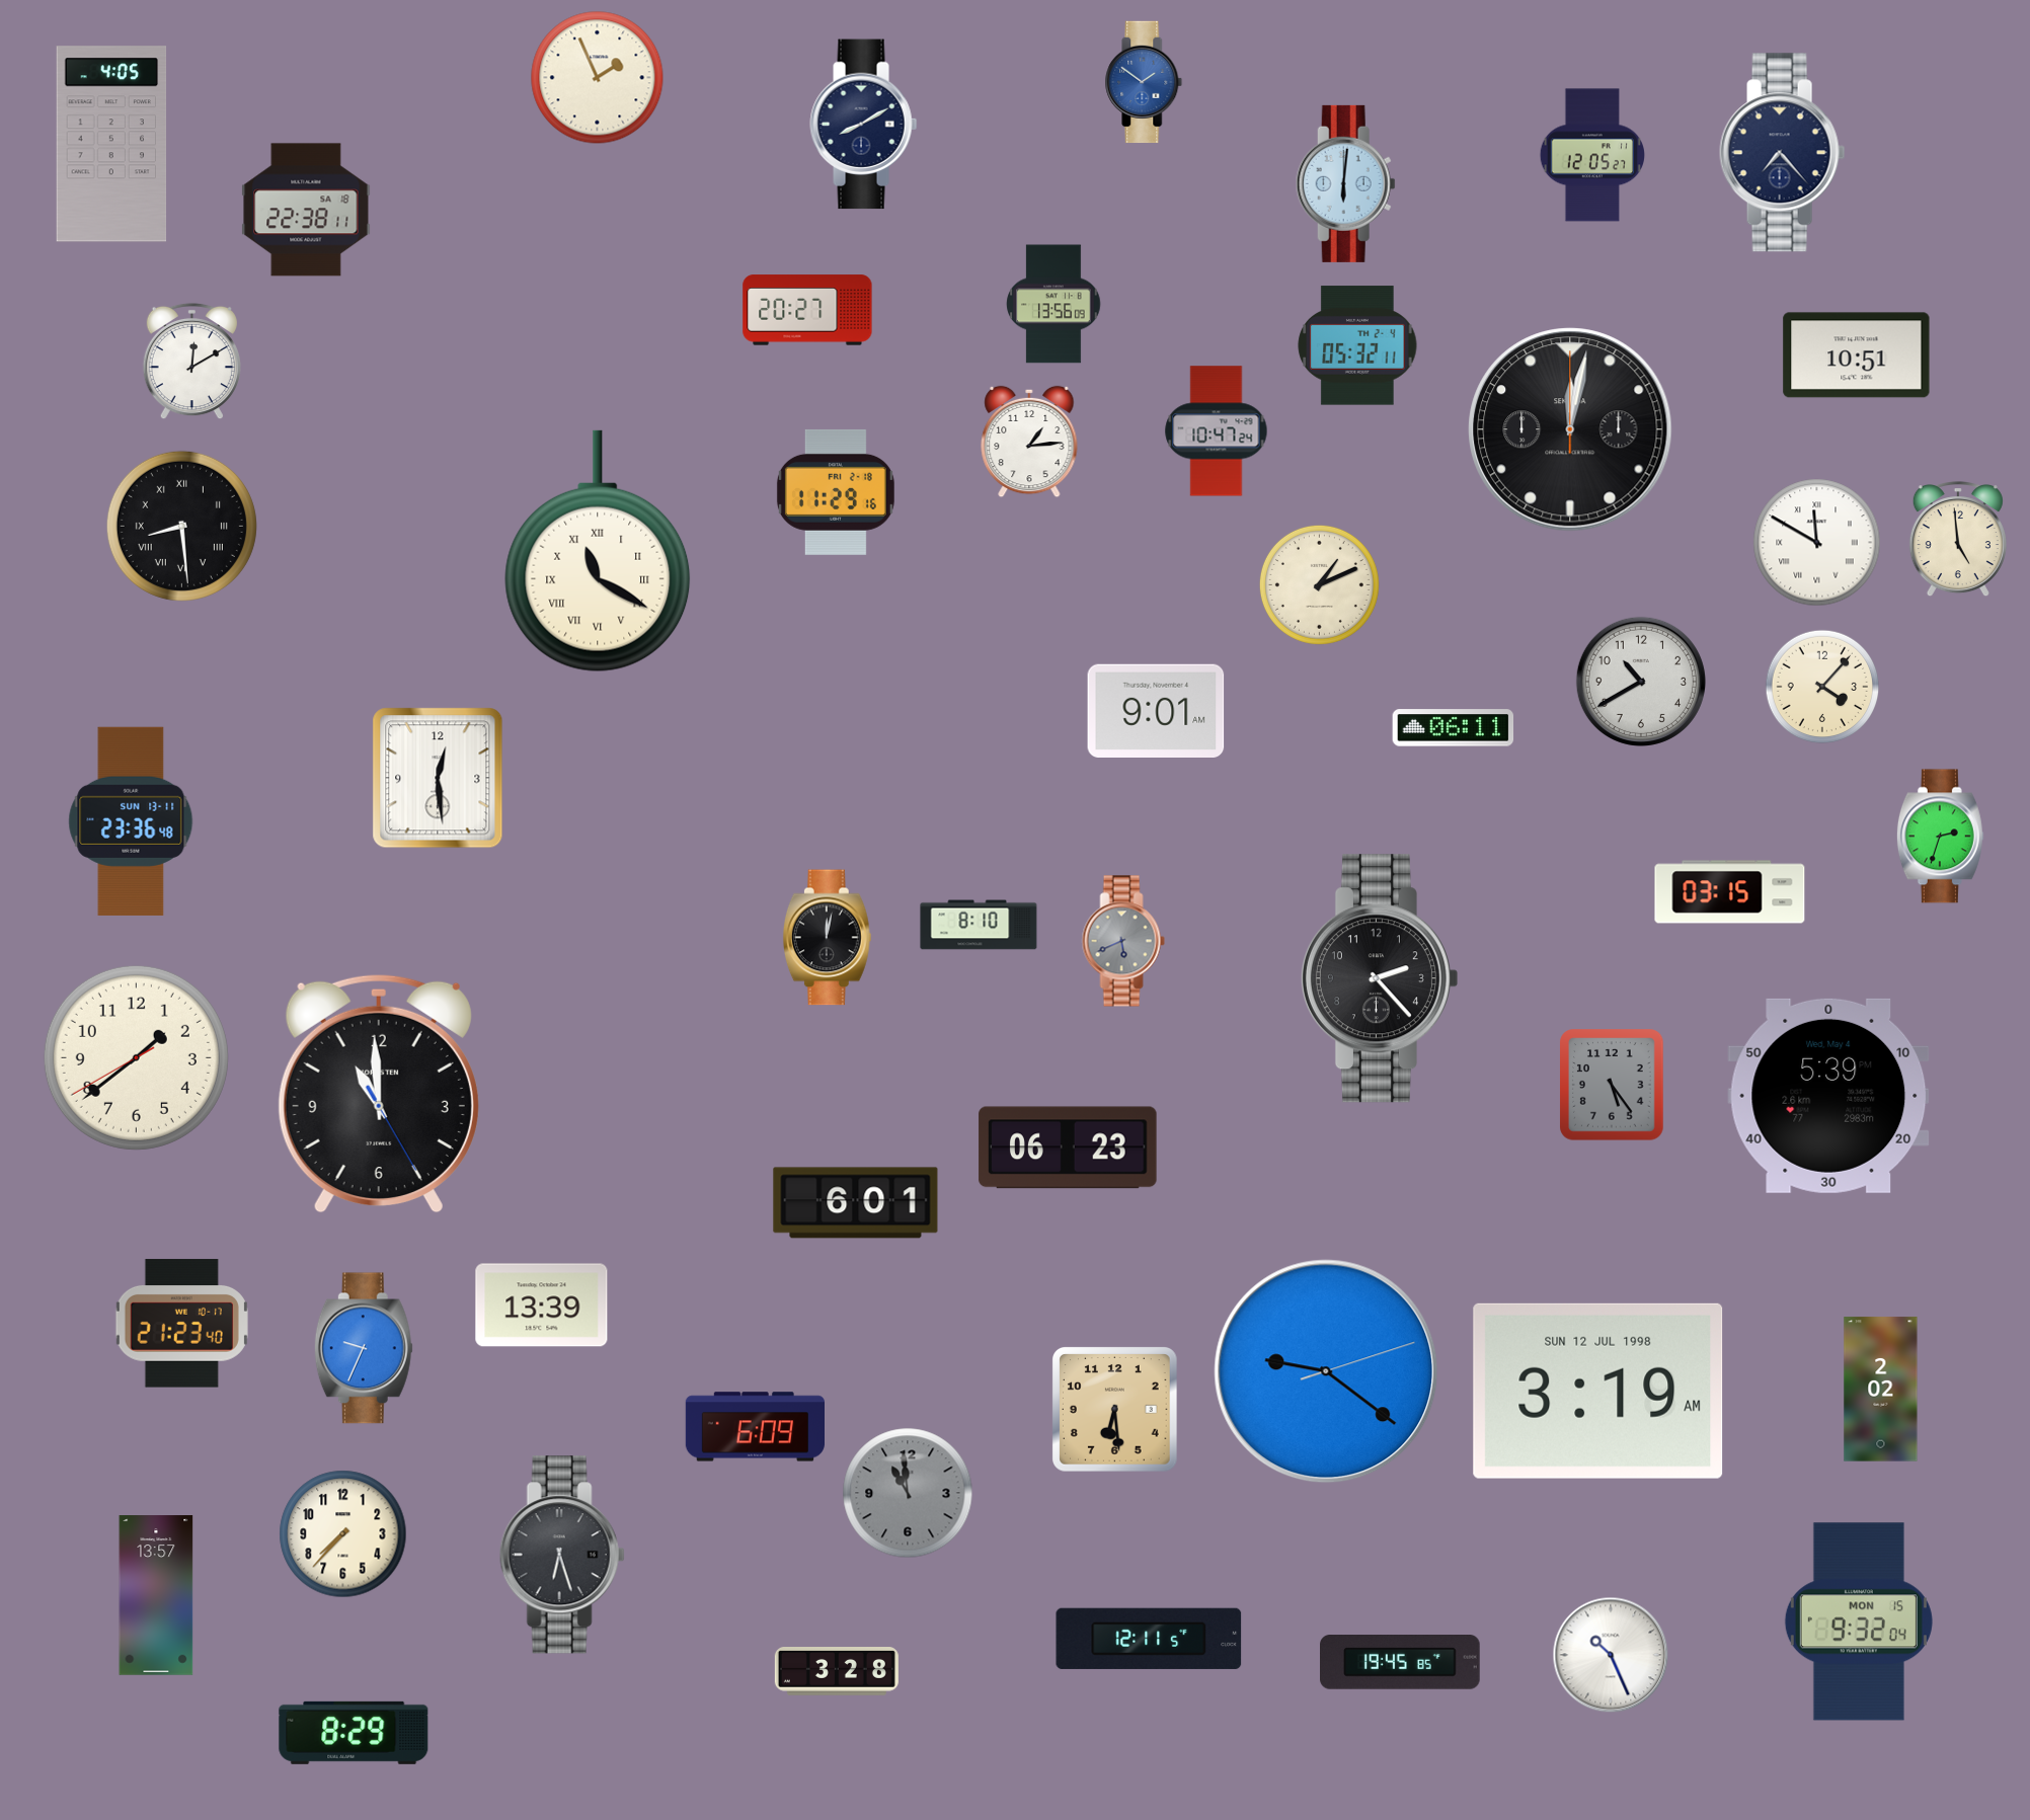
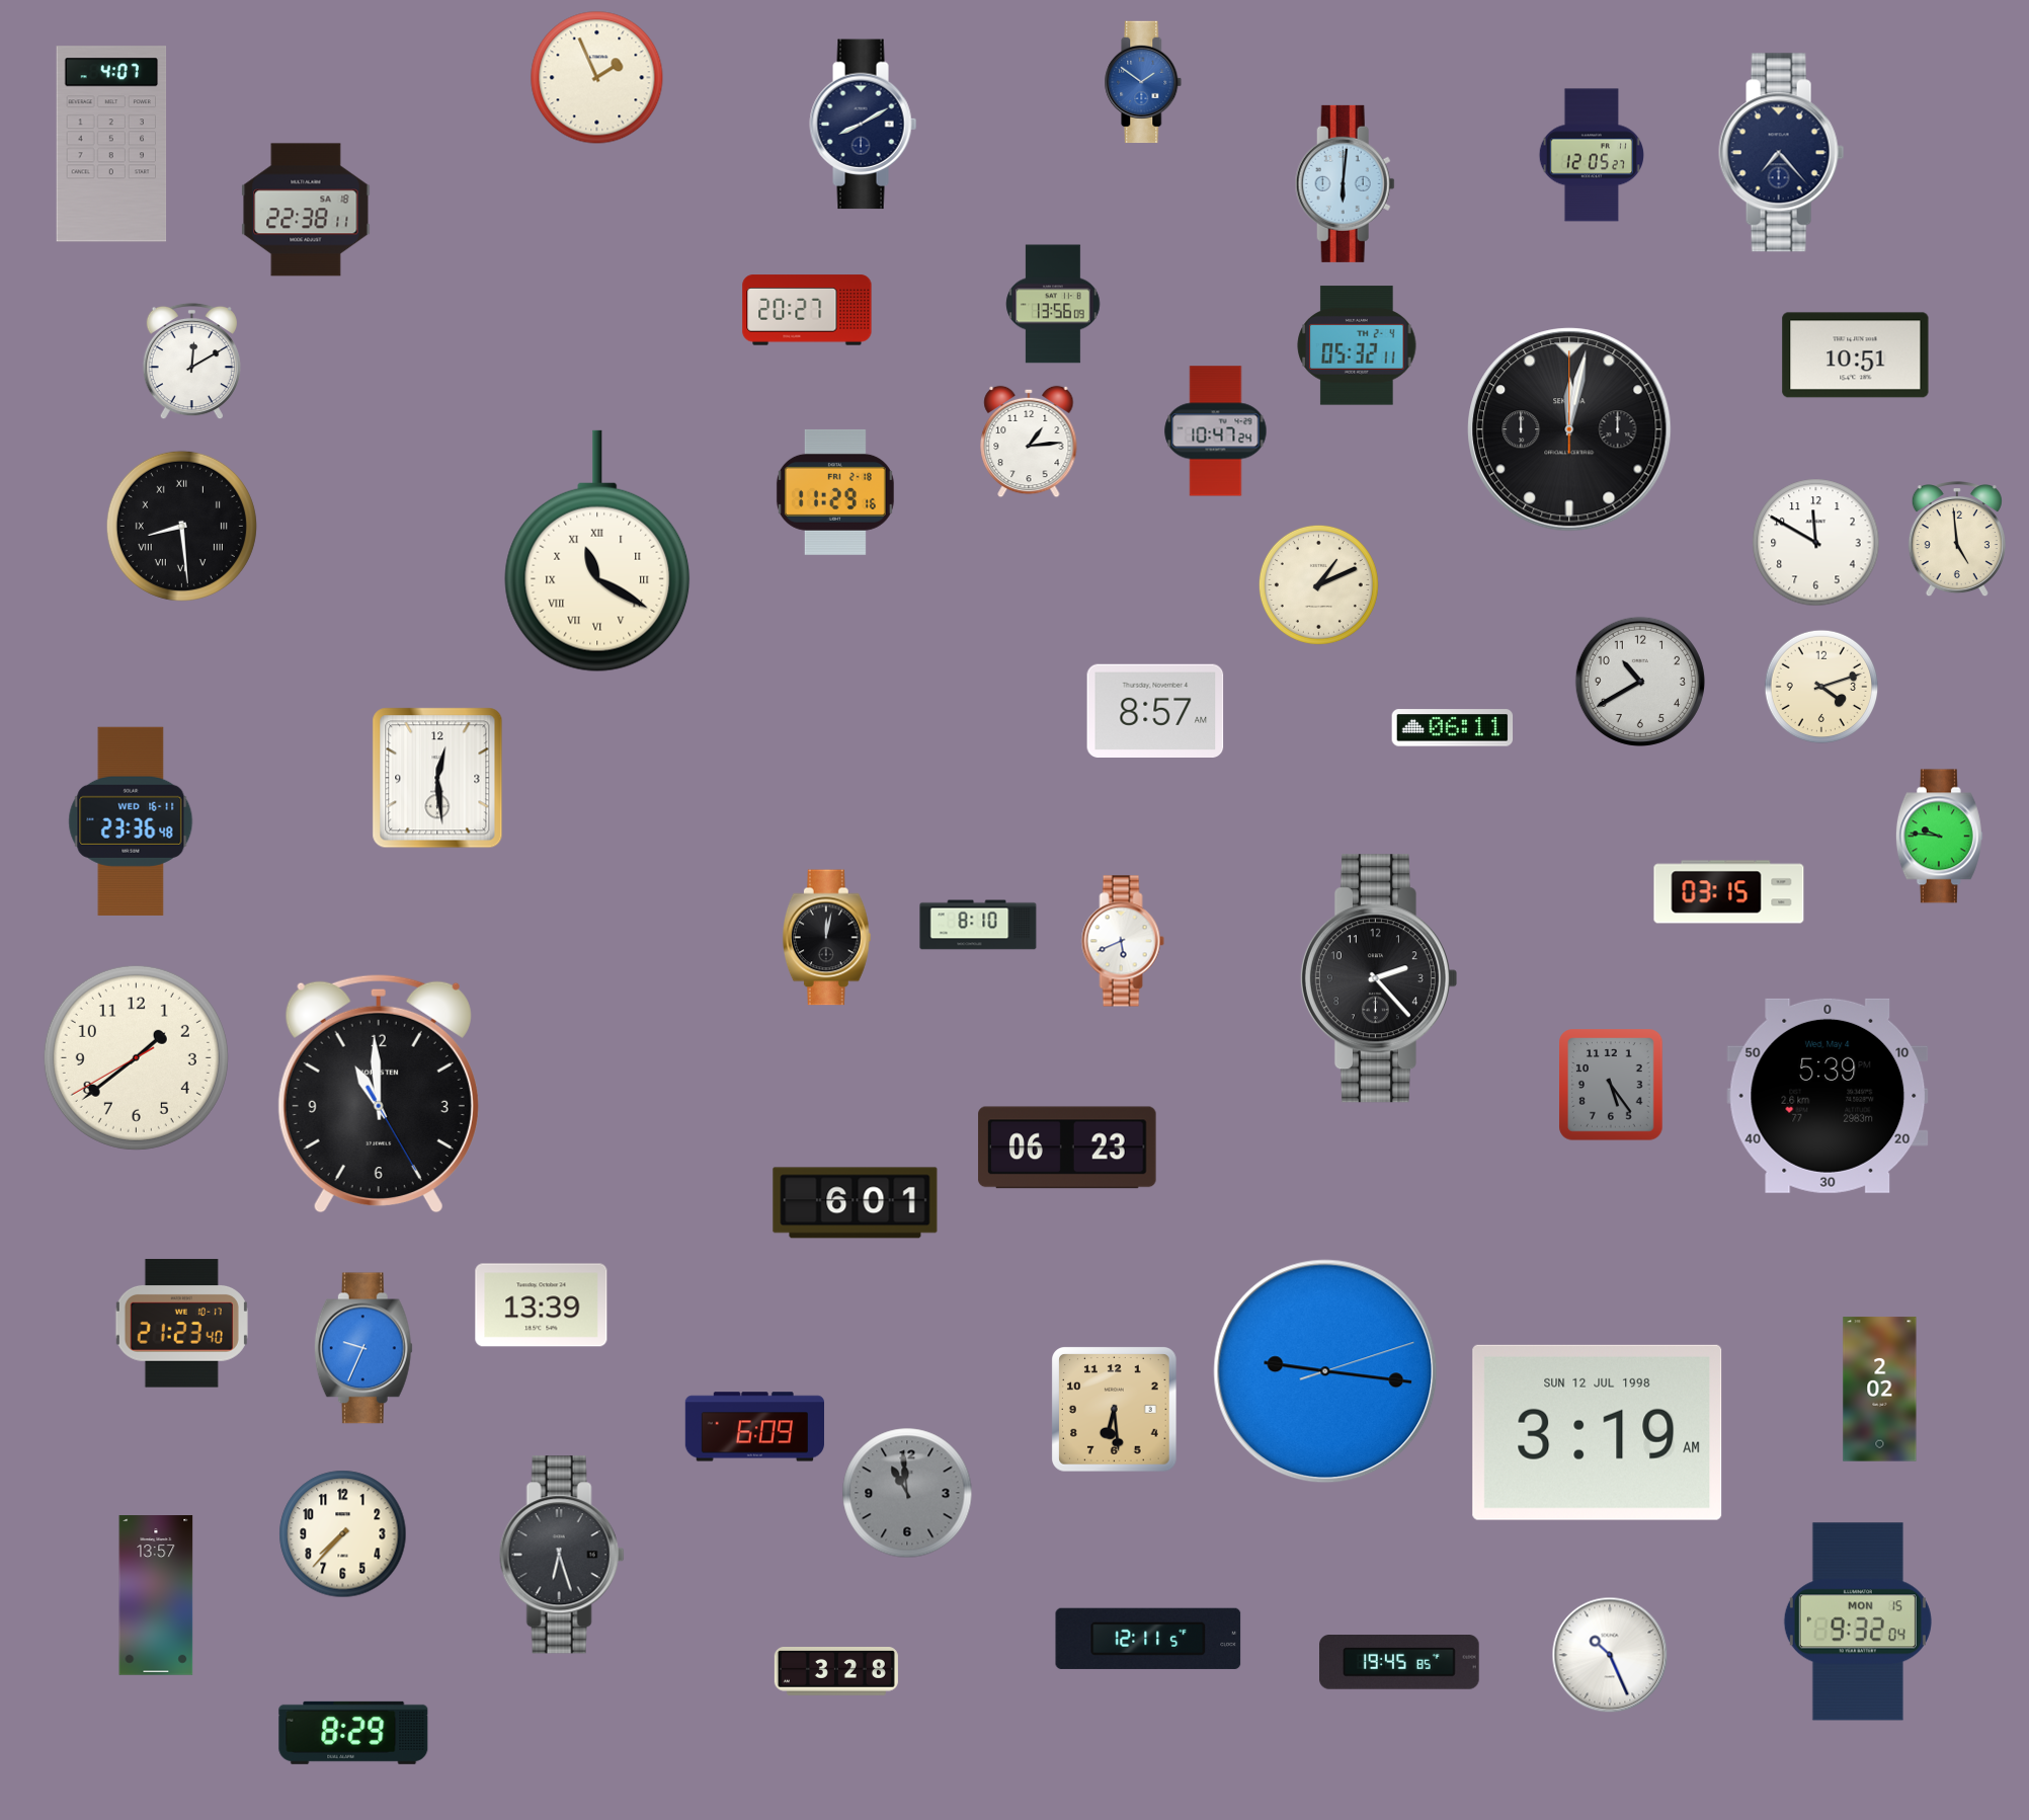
clock at (111, 144): 4:05 -> 4:07
clock at (1817, 543) numerals: Roman -> Arabic
clock at (1822, 687): 4:07 -> 4:12
clock at (1156, 710): 9:01 -> 8:57
clock at (131, 821) date: SUN 13-11 -> WED 16-11
clock at (1940, 837): 2:33 -> 9:46
clock at (1123, 941) dial: grey -> white
clock at (1326, 1371): 9:21 -> 9:16
clock at (1598, 1391) position: (1598, 1391) -> (1598, 1432)
